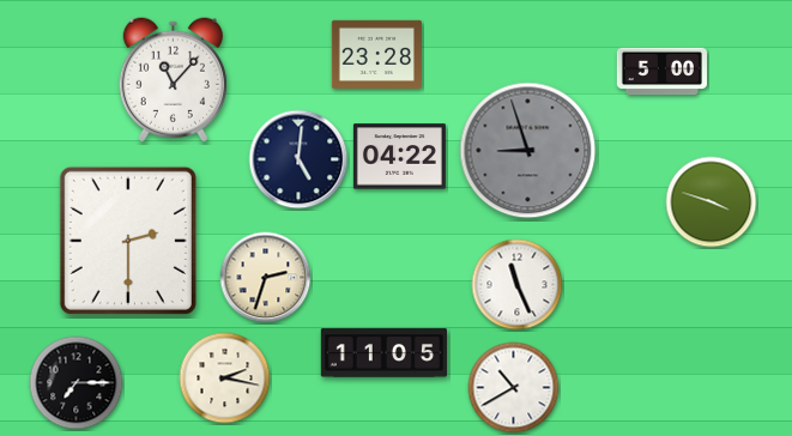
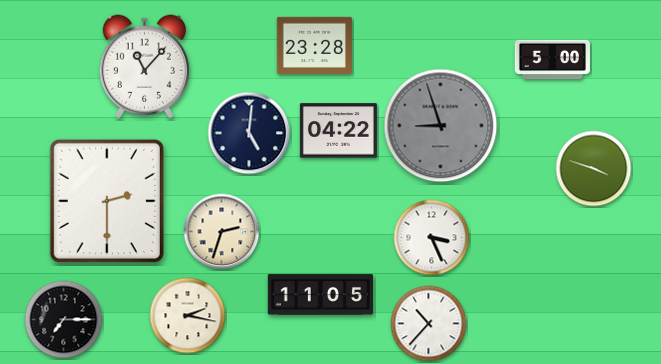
clock at (399, 157) position: (399, 157) -> (338, 131)
clock at (518, 285): 11:26 -> 3:26
clock at (514, 388): 10:40 -> 10:37
